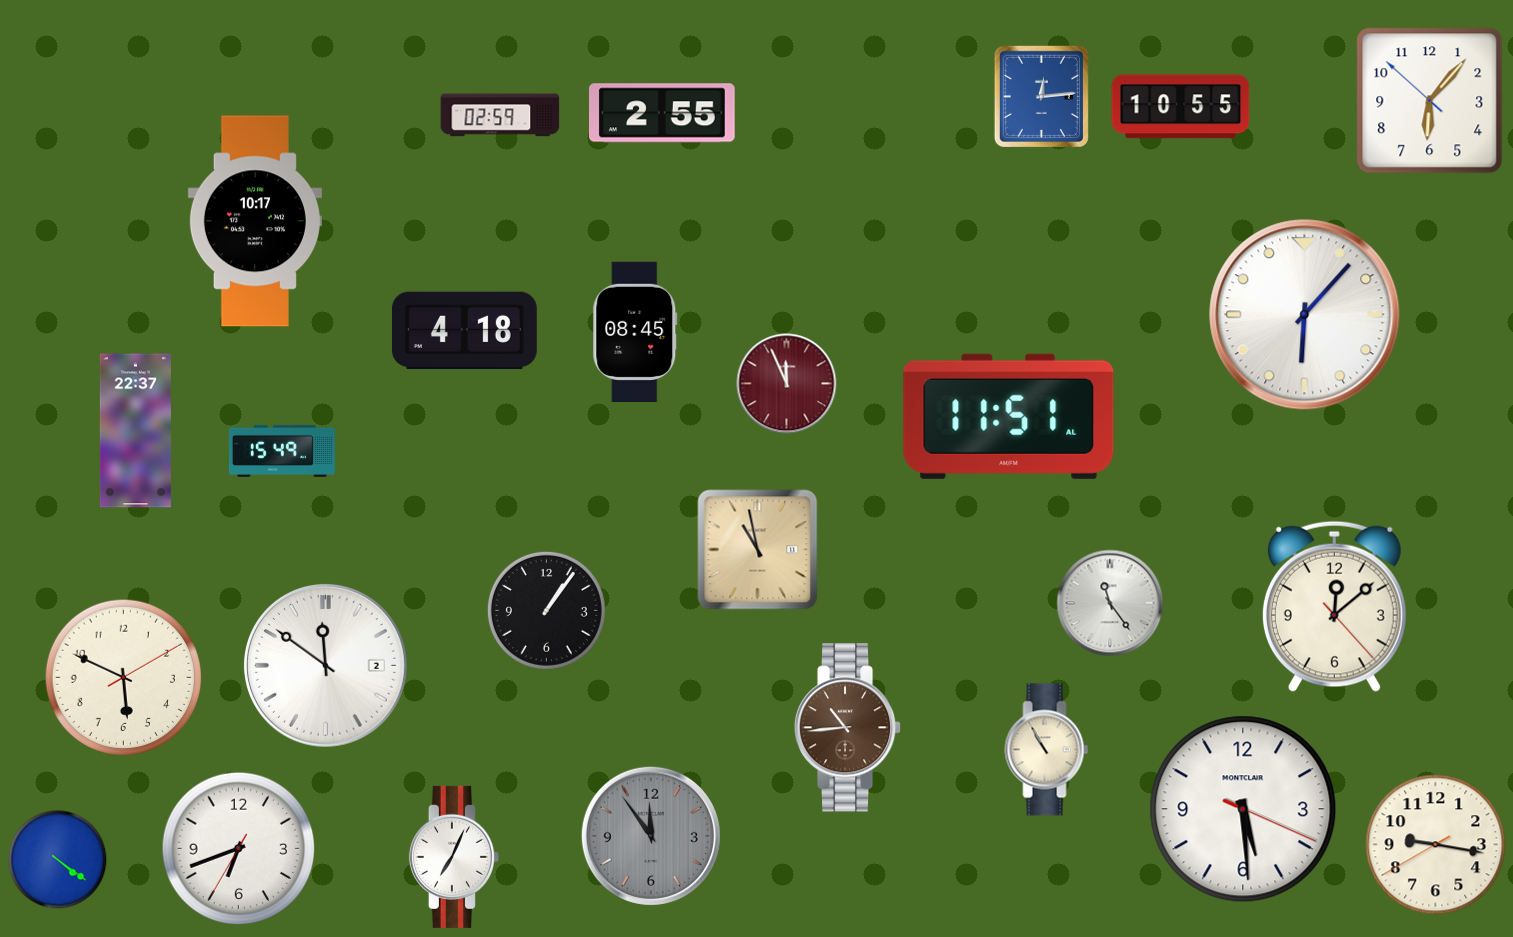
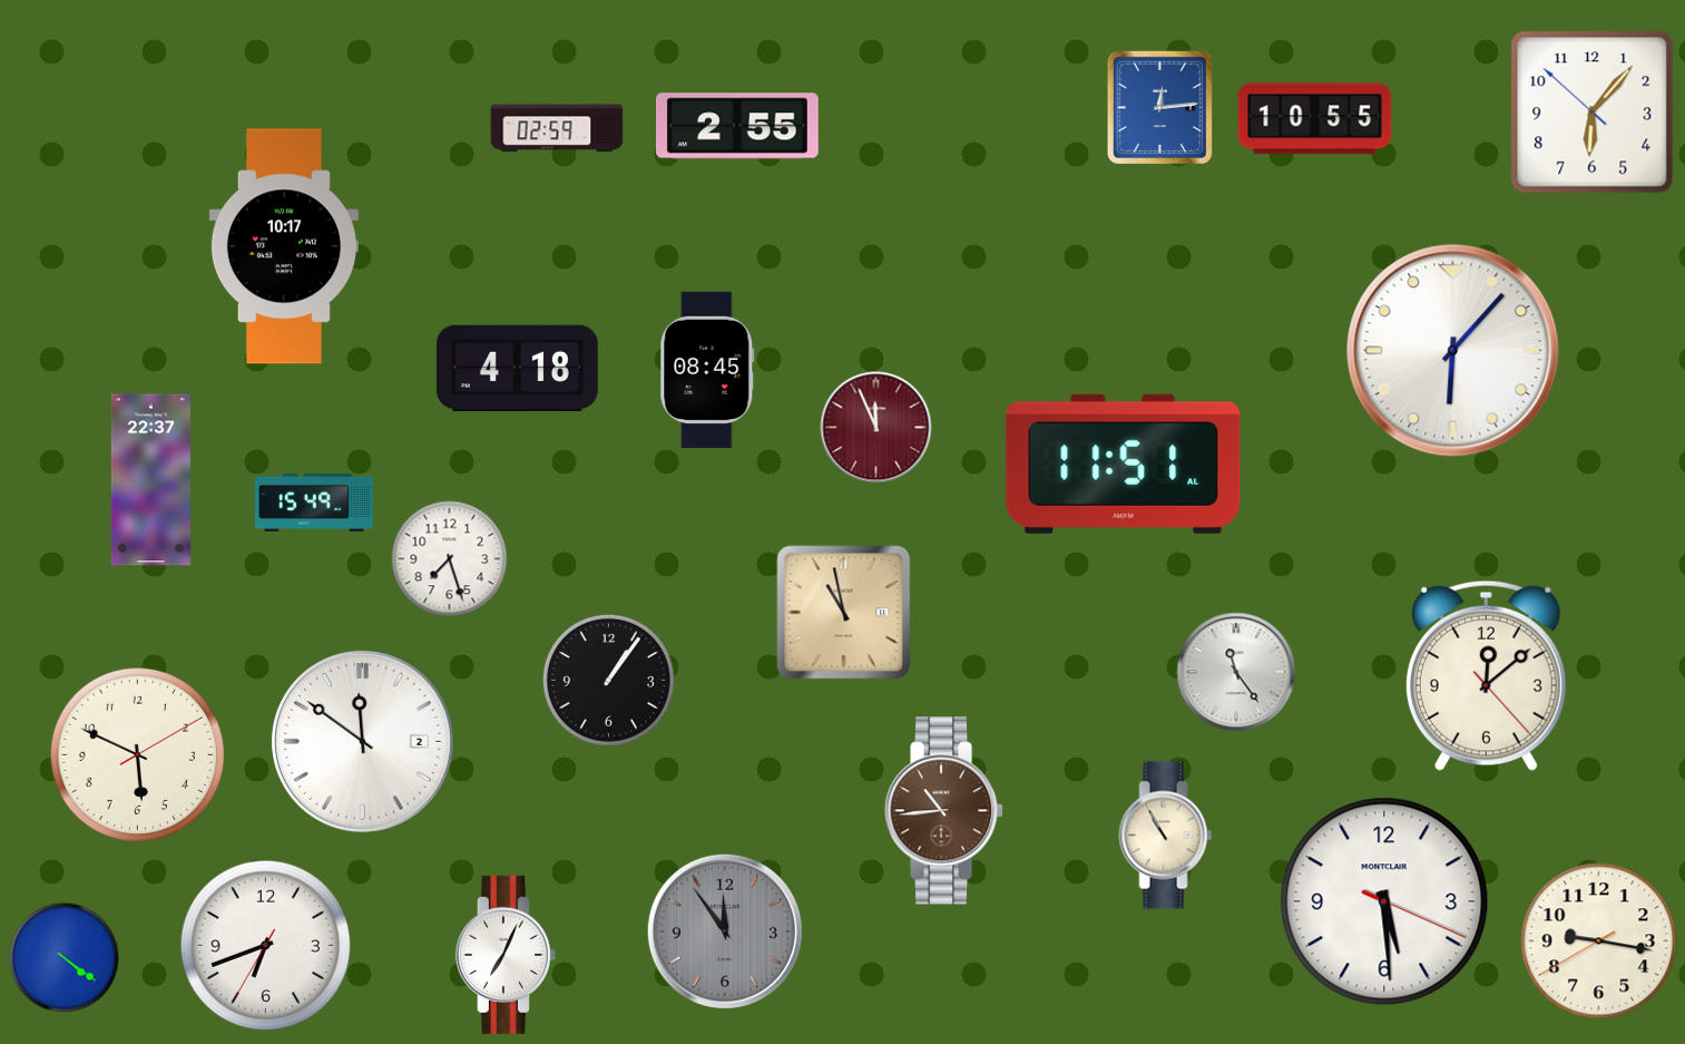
clock at (450, 559): none -> 7:27
